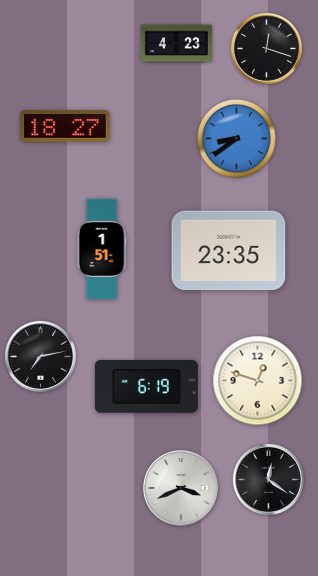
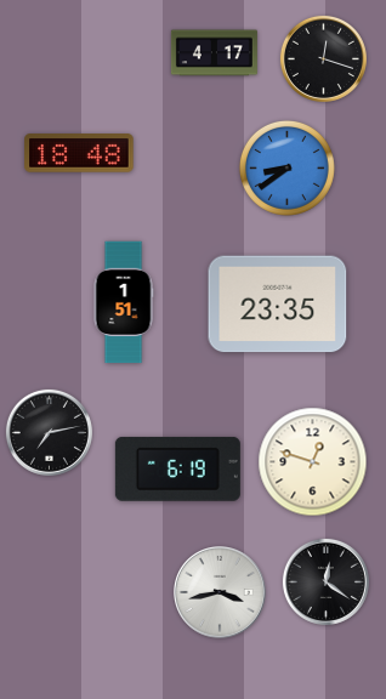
clock at (176, 44): 4:23 -> 4:17
clock at (65, 126): 18:27 -> 18:48
clock at (182, 489): 3:41 -> 3:43
